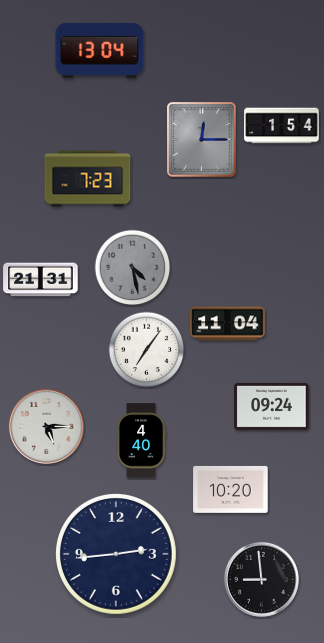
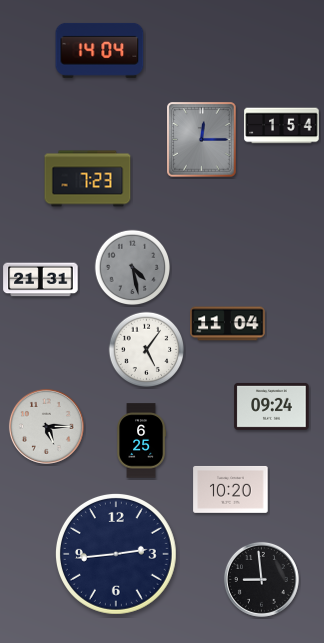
clock at (100, 50): 13:04 -> 14:04
clock at (147, 350): 7:06 -> 5:06
clock at (142, 441): 4:40 -> 6:25
